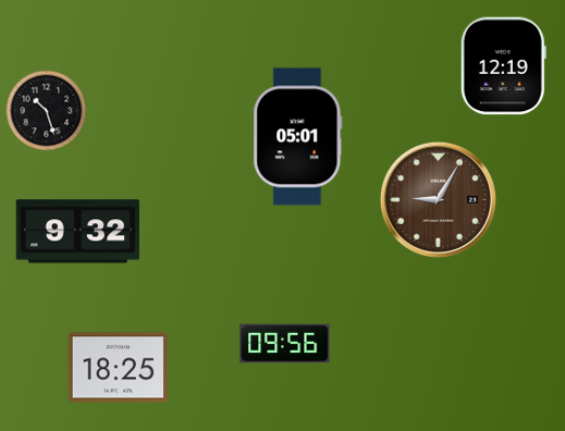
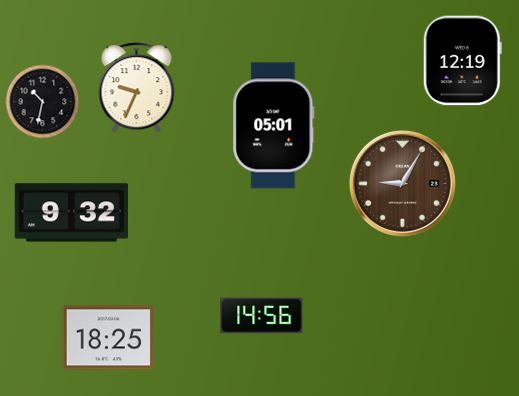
clock at (137, 88): none -> 9:34
clock at (47, 111): 10:27 -> 10:32
clock at (285, 344): 09:56 -> 14:56
